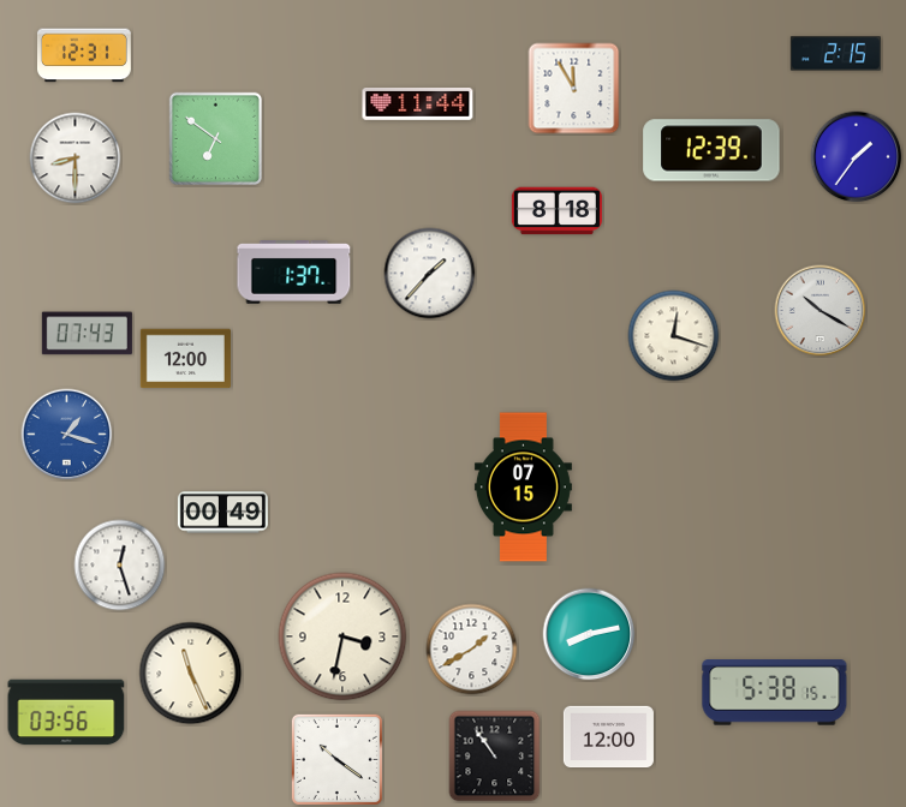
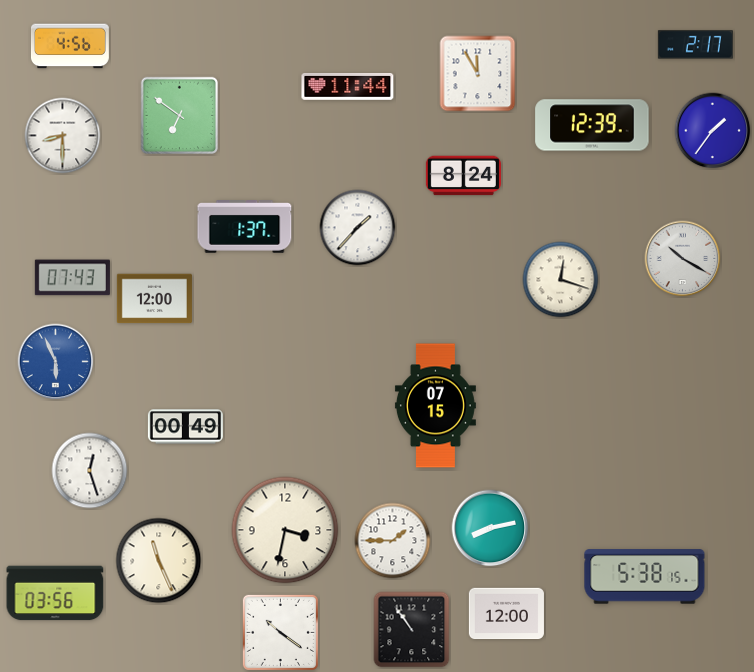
clock at (835, 54): 2:15 -> 2:17
clock at (84, 55): 12:31 -> 4:56
clock at (76, 159) position: (76, 159) -> (63, 136)
clock at (556, 211): 8:18 -> 8:24
clock at (67, 435): 1:18 -> 5:56
clock at (120, 566) position: (120, 566) -> (90, 471)
clock at (472, 650): 1:40 -> 1:45
